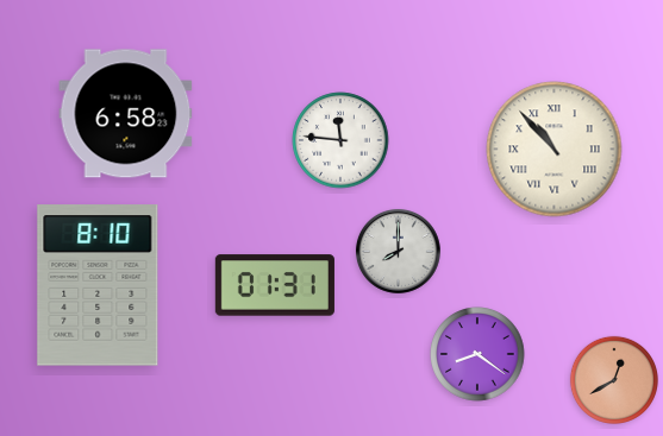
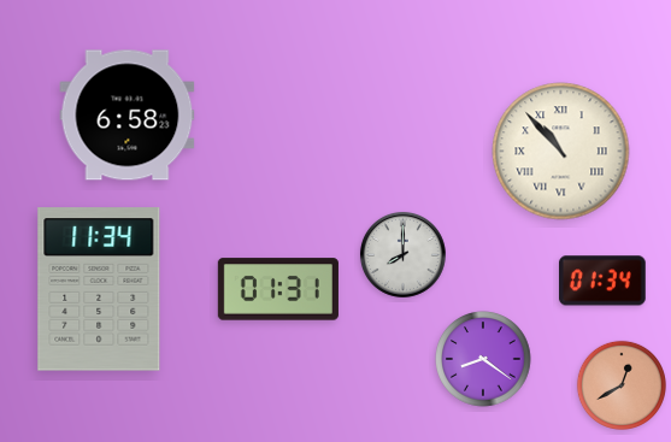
clock at (340, 140): 11:46 -> none
clock at (604, 281): none -> 01:34
clock at (98, 285): 8:10 -> 11:34
